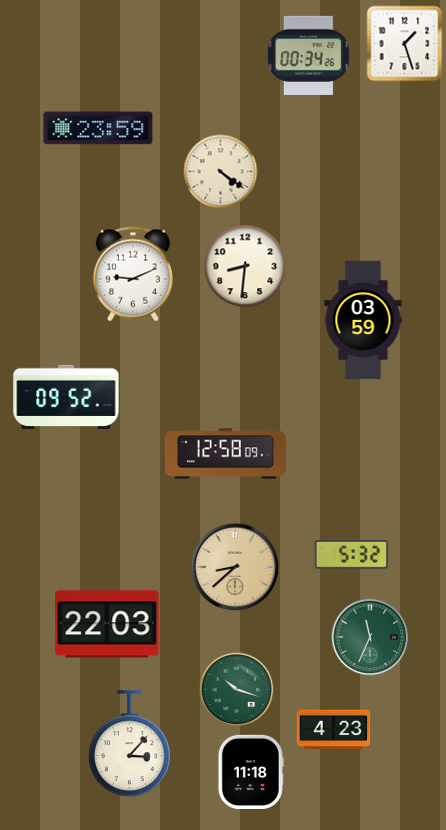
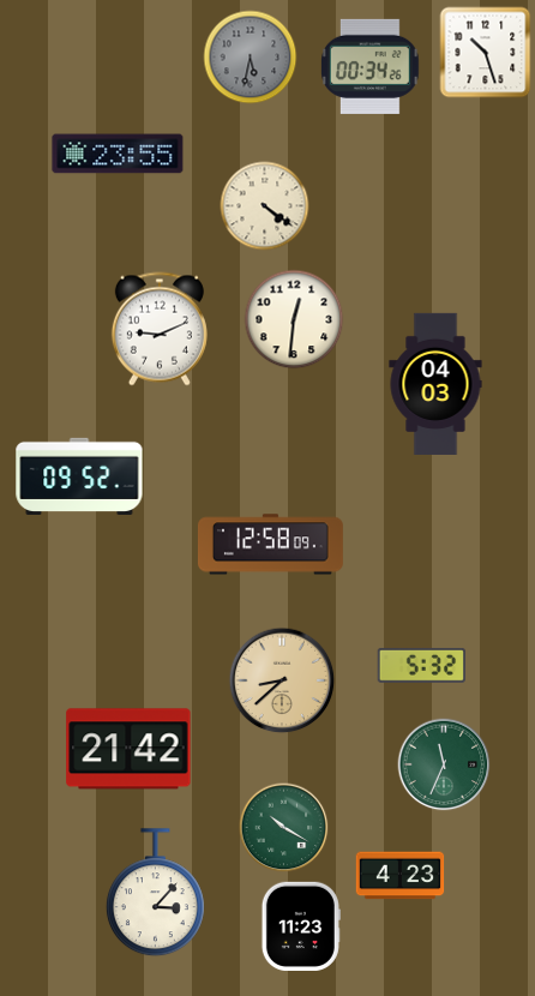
clock at (405, 44): 1:27 -> 10:27
clock at (251, 58): none -> 5:32
clock at (98, 128): 23:59 -> 23:55
clock at (245, 266): 8:31 -> 12:31
clock at (363, 320): 03:59 -> 04:03
clock at (107, 624): 22:03 -> 21:42
clock at (237, 690): 10:18 -> 10:20
clock at (251, 772): 11:18 -> 11:23
